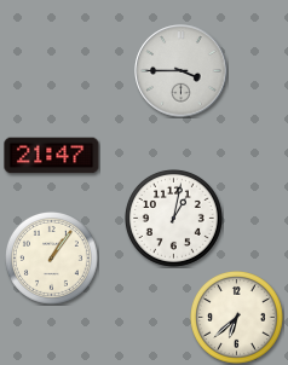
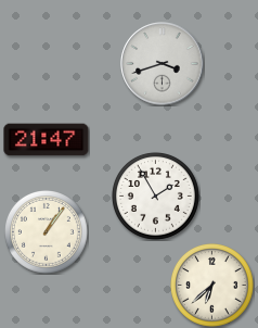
clock at (182, 71): 3:45 -> 3:42
clock at (173, 218): 1:02 -> 1:55
